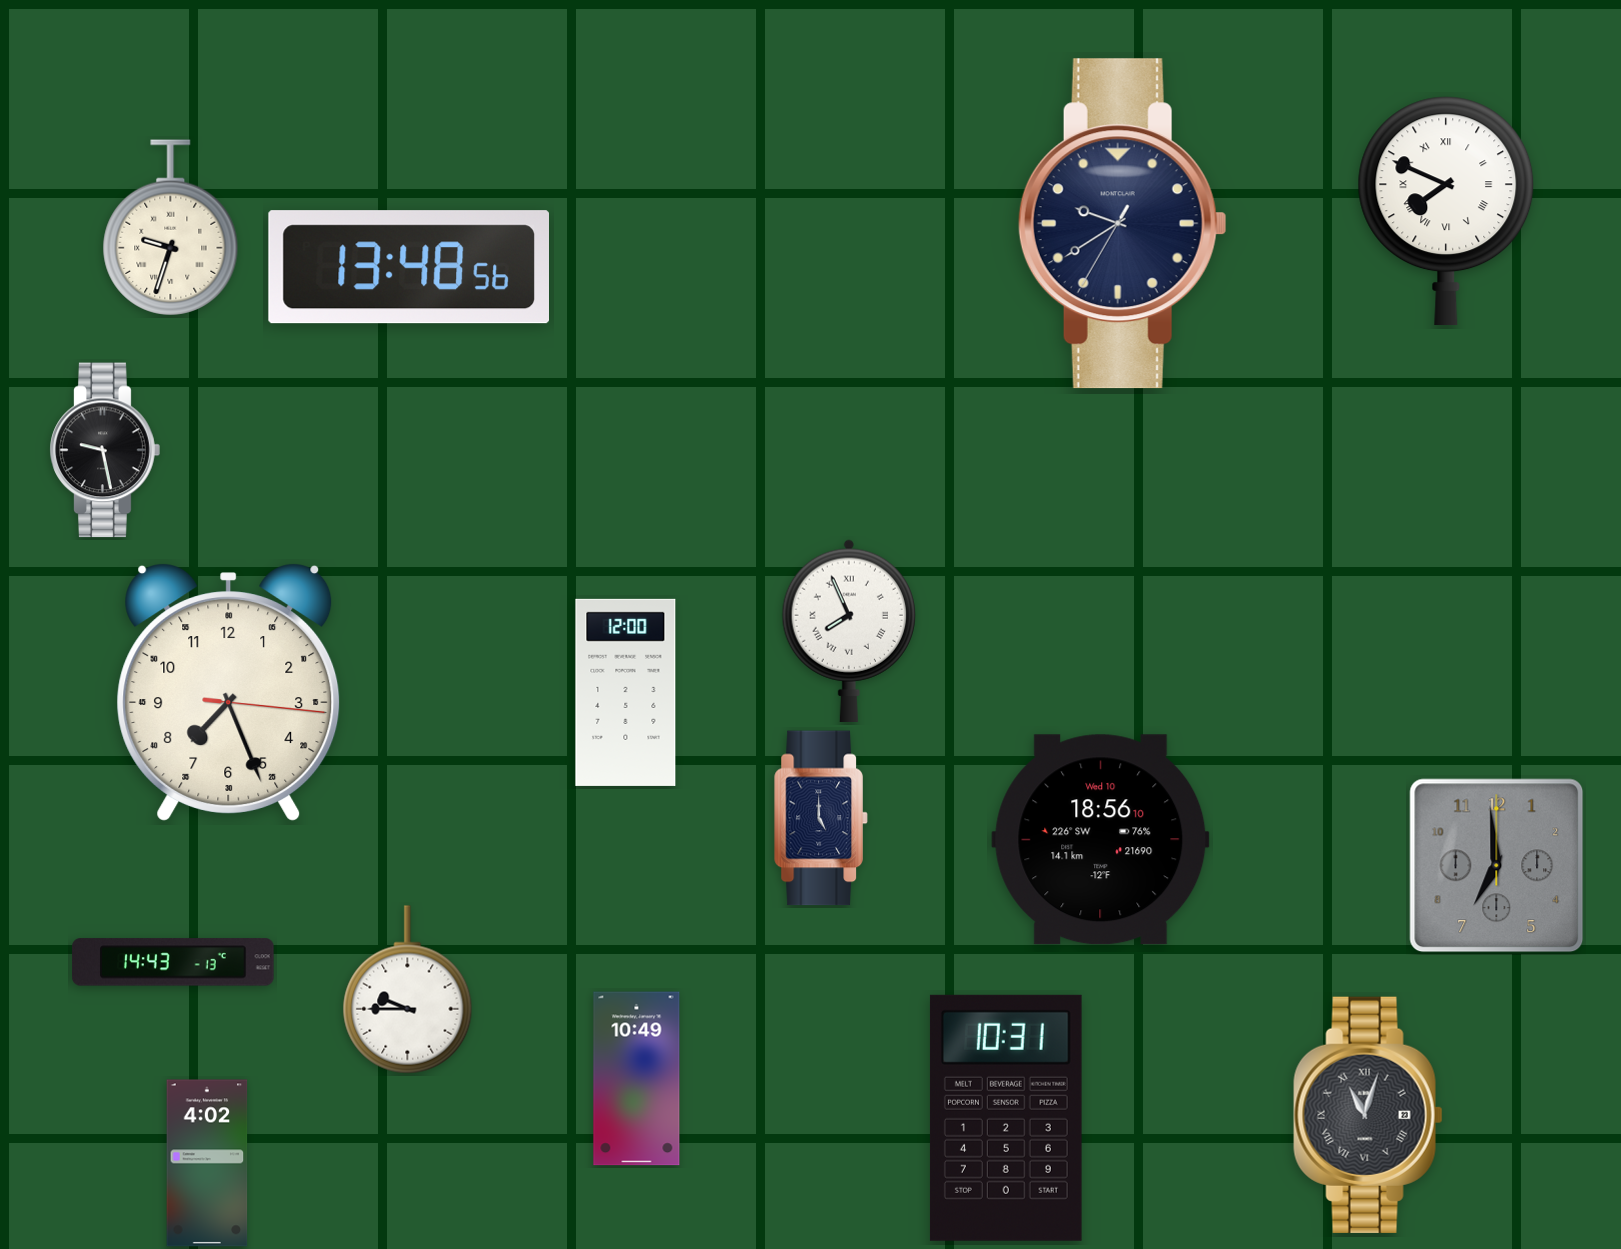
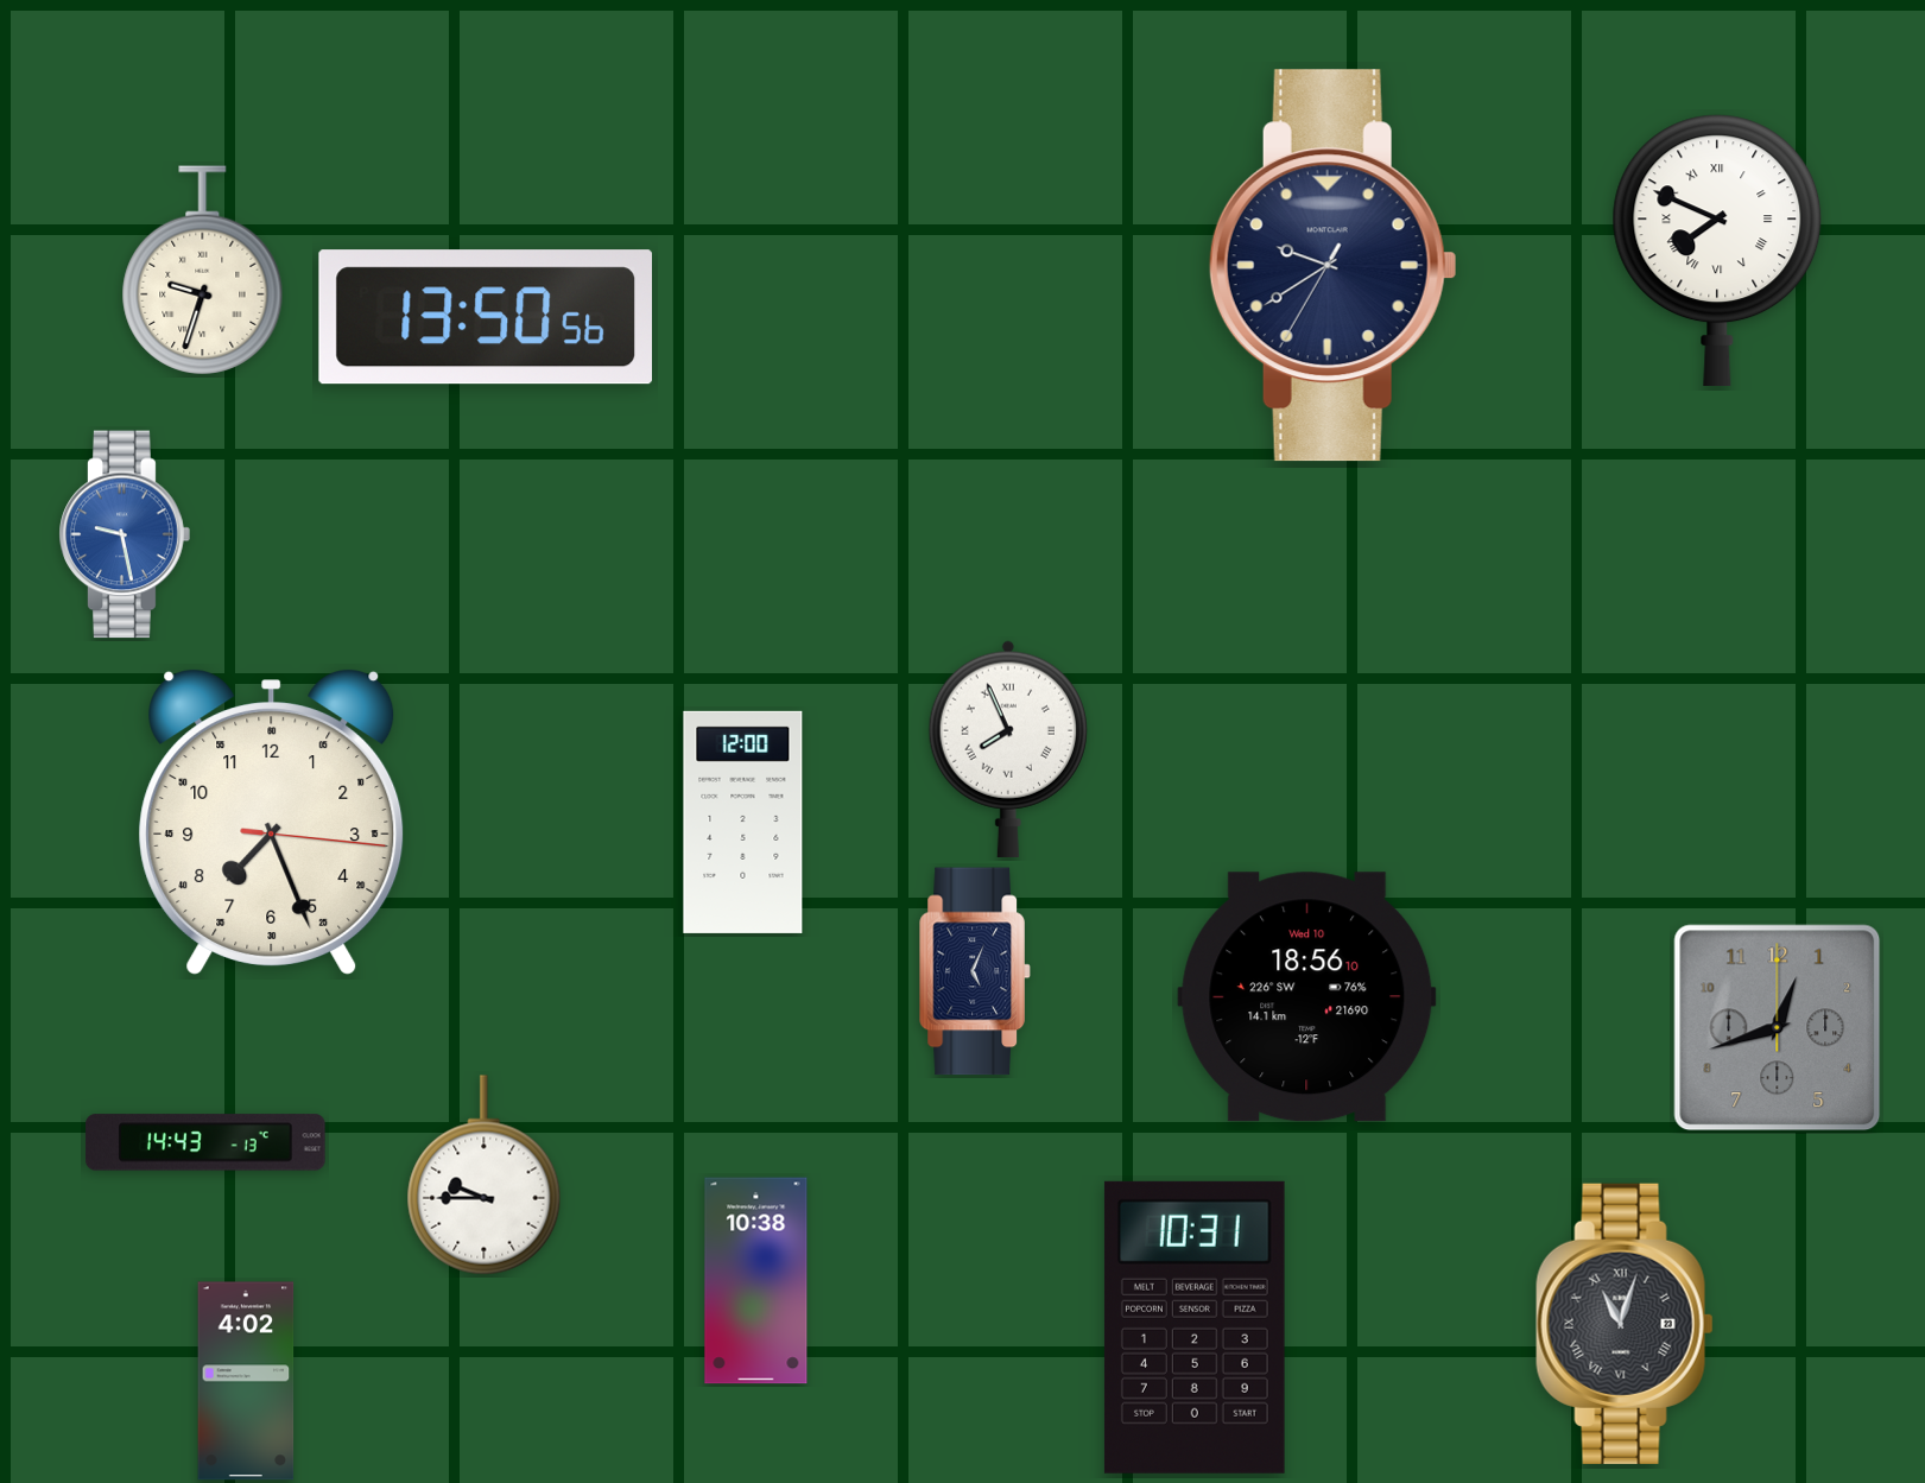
clock at (408, 267): 13:48 -> 13:50
clock at (105, 450) dial: black -> blue
clock at (821, 818): 5:00 -> 5:04
clock at (1497, 866): 6:59 -> 12:42
clock at (637, 1079): 10:49 -> 10:38
